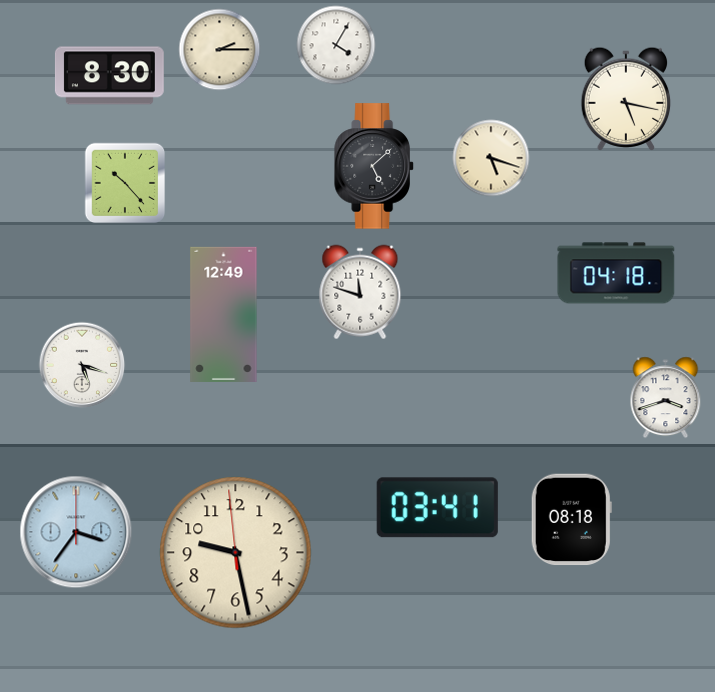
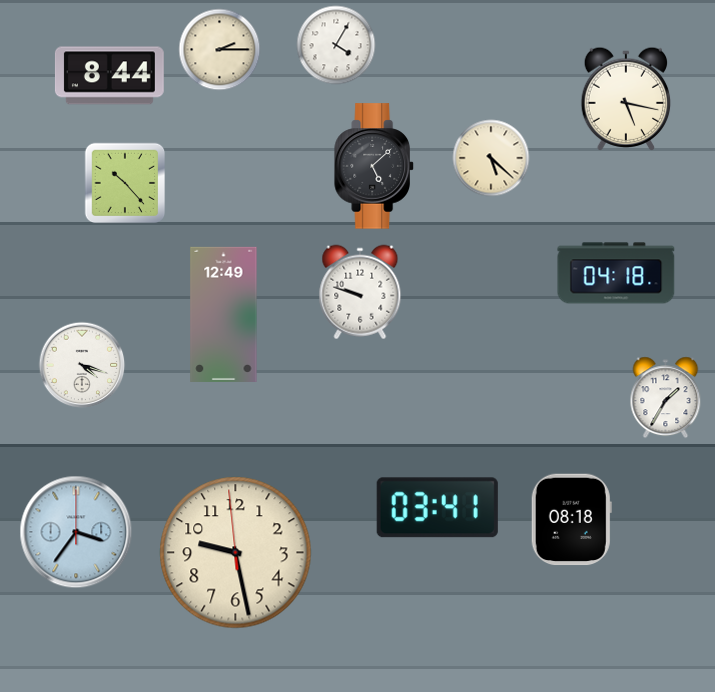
clock at (109, 76): 8:30 -> 8:44
clock at (491, 158): 5:18 -> 5:22
clock at (360, 292): 11:48 -> 9:48
clock at (82, 365): 5:18 -> 4:18
clock at (666, 398): 3:42 -> 1:35
